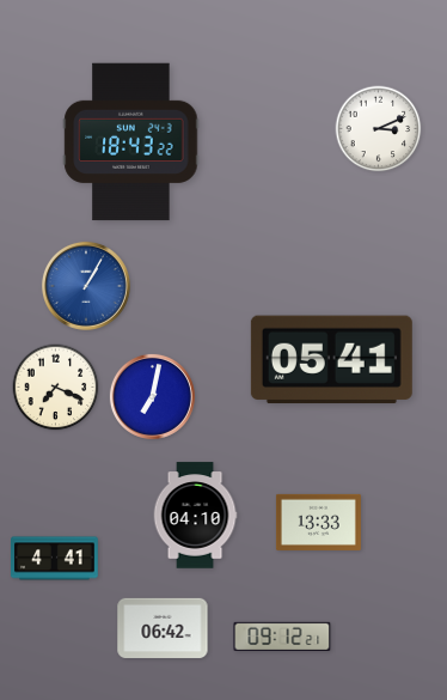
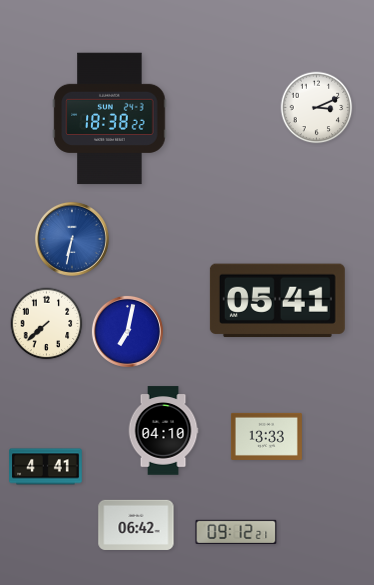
clock at (131, 142): 18:43 -> 18:38
clock at (86, 286): 1:05 -> 6:32
clock at (56, 388): 7:19 -> 7:38
